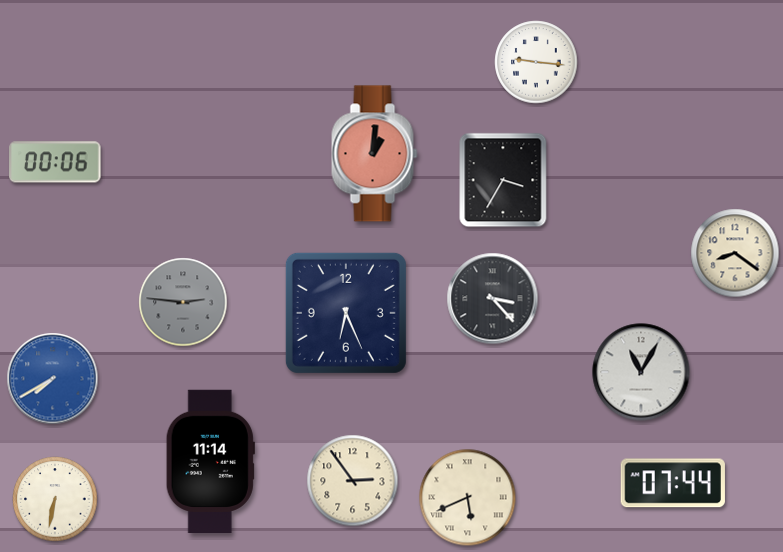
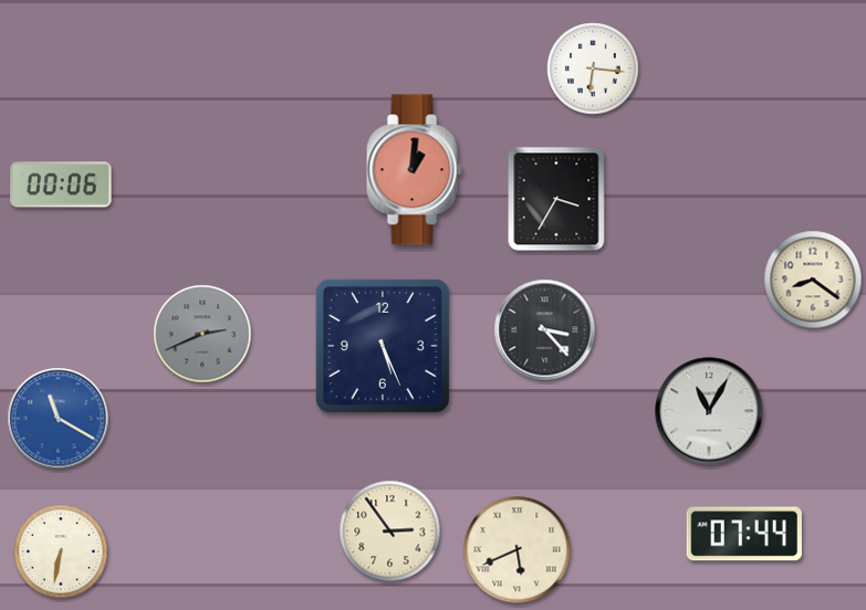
clock at (536, 62): 9:16 -> 6:16
clock at (55, 162) position: (55, 162) -> (61, 185)
clock at (183, 302): 2:46 -> 2:41
clock at (346, 313): 6:26 -> 5:26
clock at (53, 379): 7:40 -> 11:20
clock at (210, 461): 11:14 -> none
